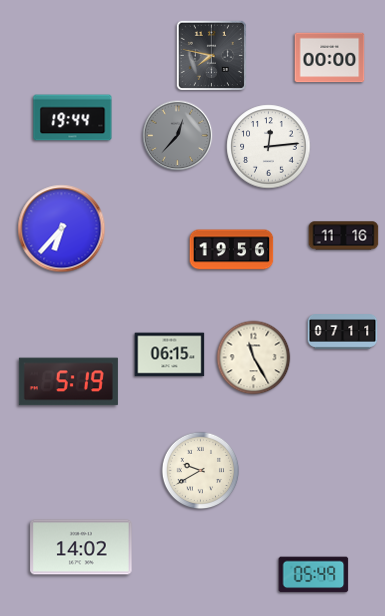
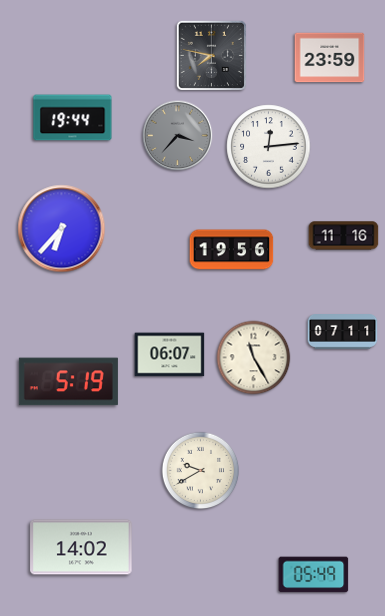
clock at (330, 58): 00:00 -> 23:59
clock at (178, 136): 12:37 -> 3:37
clock at (170, 355): 06:15 -> 06:07
